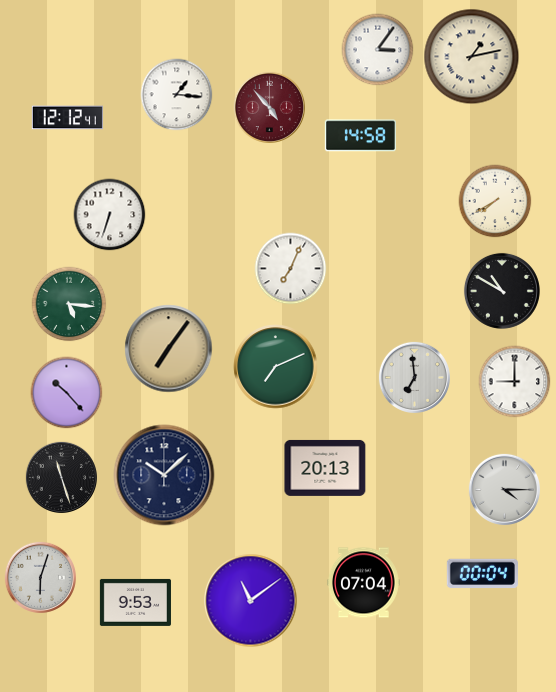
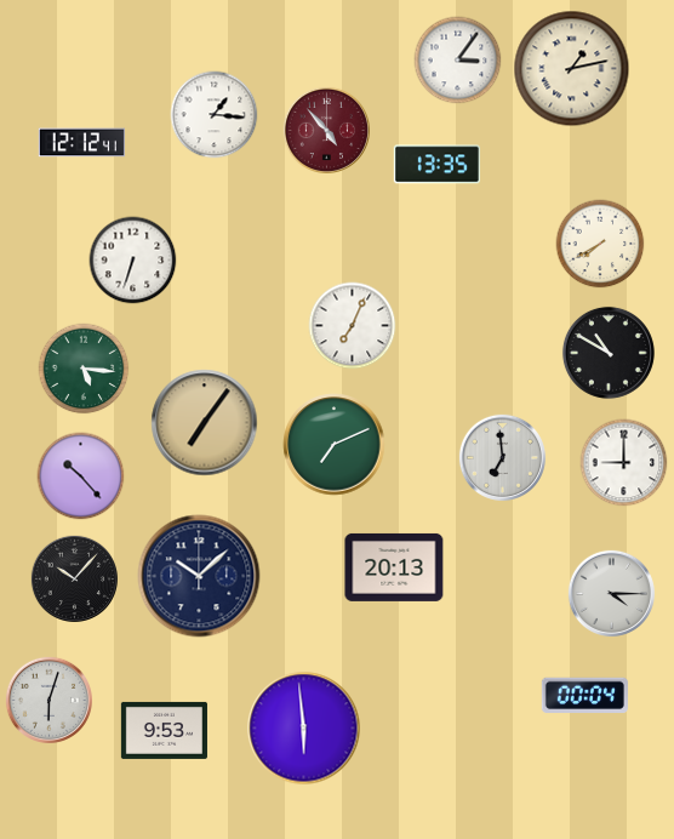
clock at (360, 136): 14:58 -> 13:35
clock at (61, 477): 11:27 -> 10:07
clock at (363, 583): 07:04 -> none
clock at (251, 601): 11:09 -> 5:59
